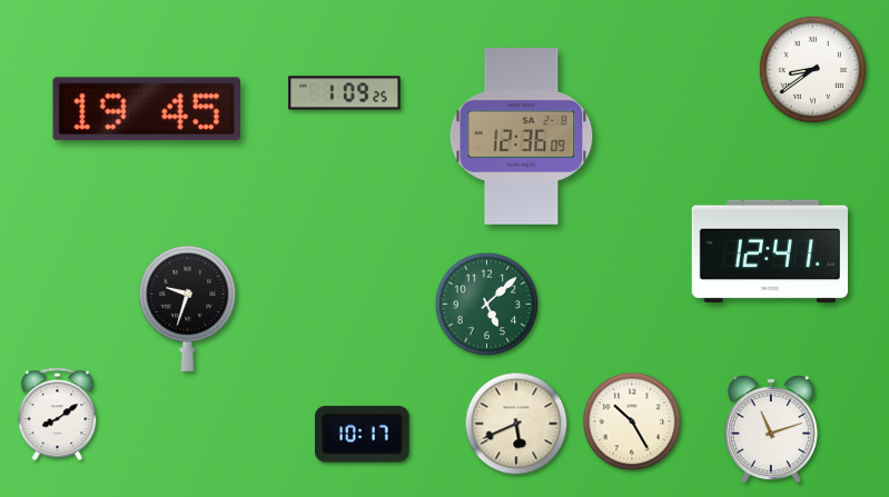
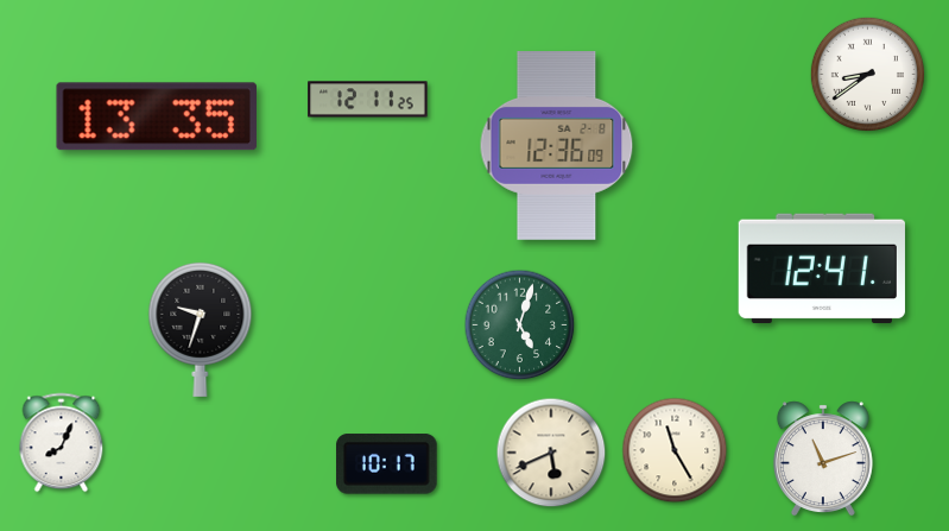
clock at (345, 93): 1:09 -> 12:11
clock at (146, 109): 19:45 -> 13:35
clock at (487, 305): 5:08 -> 5:03
clock at (58, 415): 8:09 -> 8:04
clock at (632, 421): 10:25 -> 11:25
